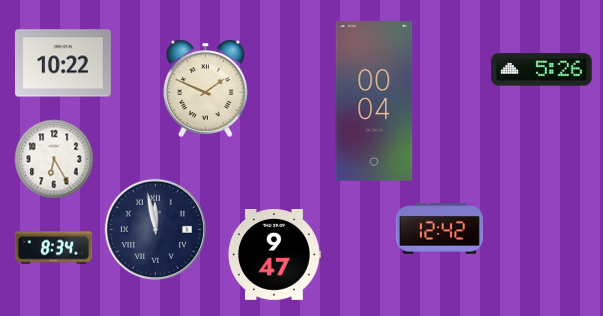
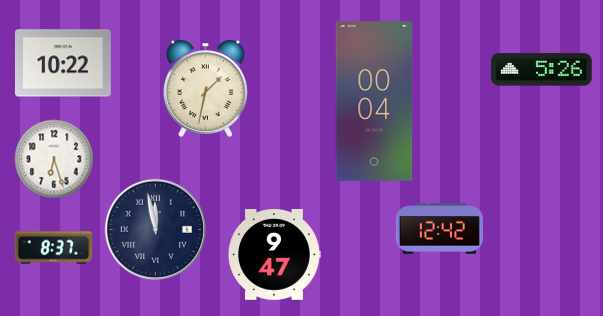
clock at (205, 88): 1:49 -> 1:32
clock at (54, 159): 6:25 -> 6:27
clock at (53, 248): 8:34 -> 8:37
